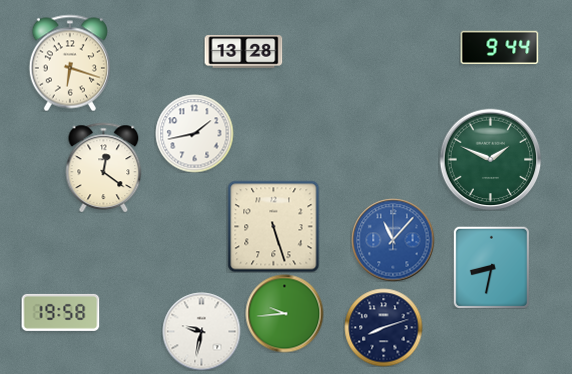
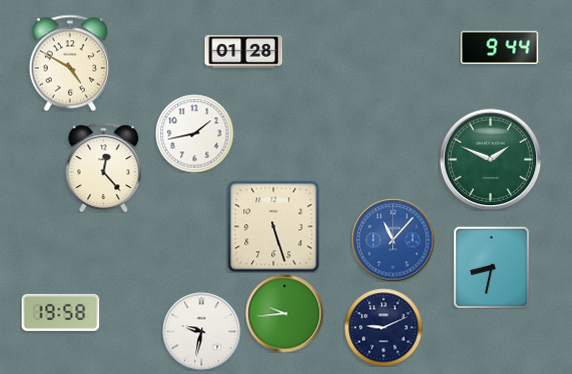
clock at (243, 52): 13:28 -> 01:28
clock at (70, 63): 6:18 -> 4:50
clock at (104, 167): 12:21 -> 12:23
clock at (383, 327): 8:12 -> 9:11
